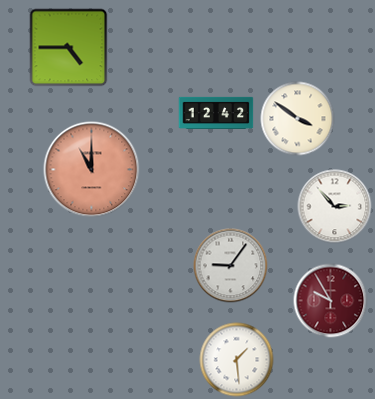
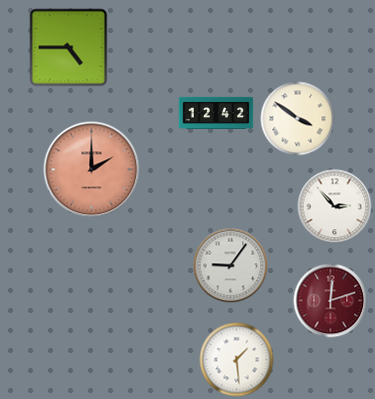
clock at (92, 170): 11:00 -> 2:00
clock at (331, 301): 9:55 -> 12:12
